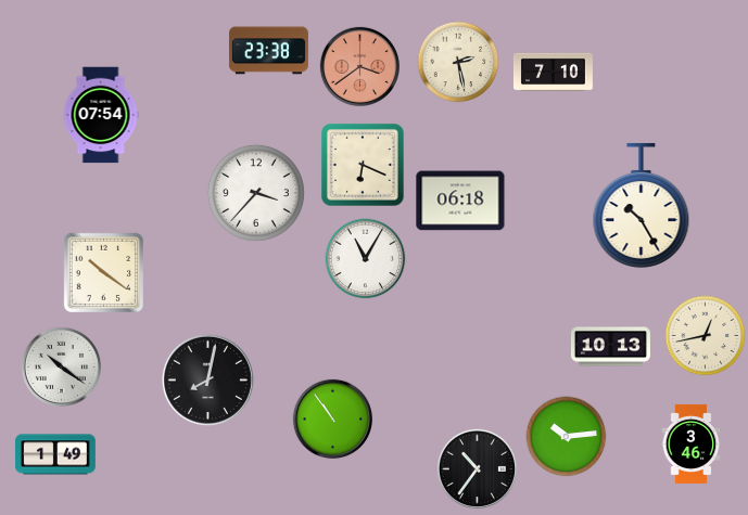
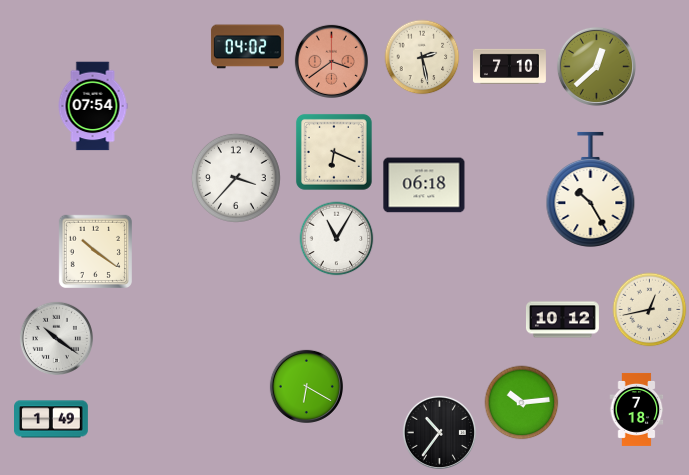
clock at (268, 51): 23:38 -> 04:02
clock at (596, 66): none -> 12:38
clock at (610, 347): 10:13 -> 10:12
clock at (207, 379): 8:02 -> none
clock at (332, 419): 10:54 -> 6:20
clock at (692, 443): 3:46 -> 7:18
